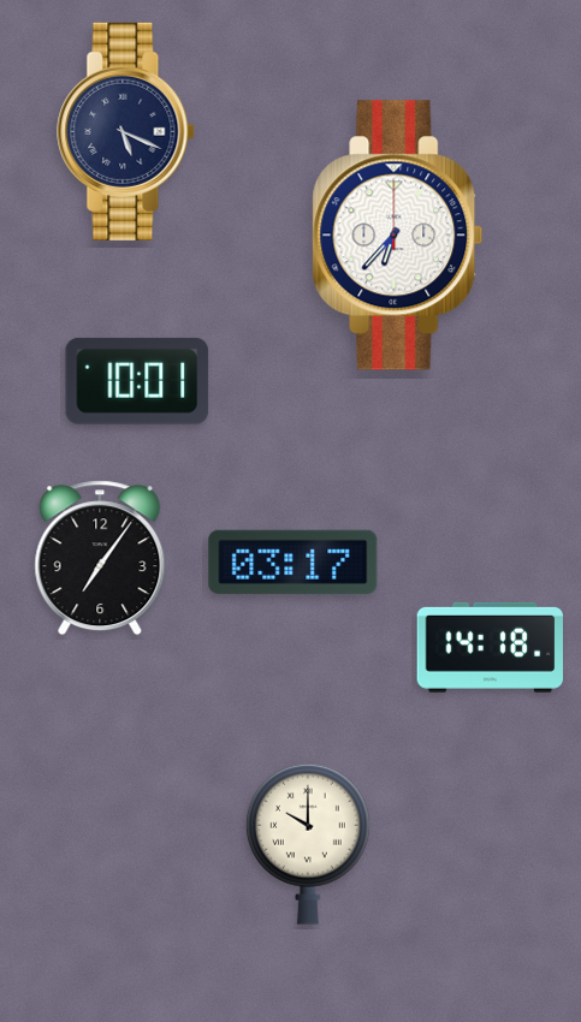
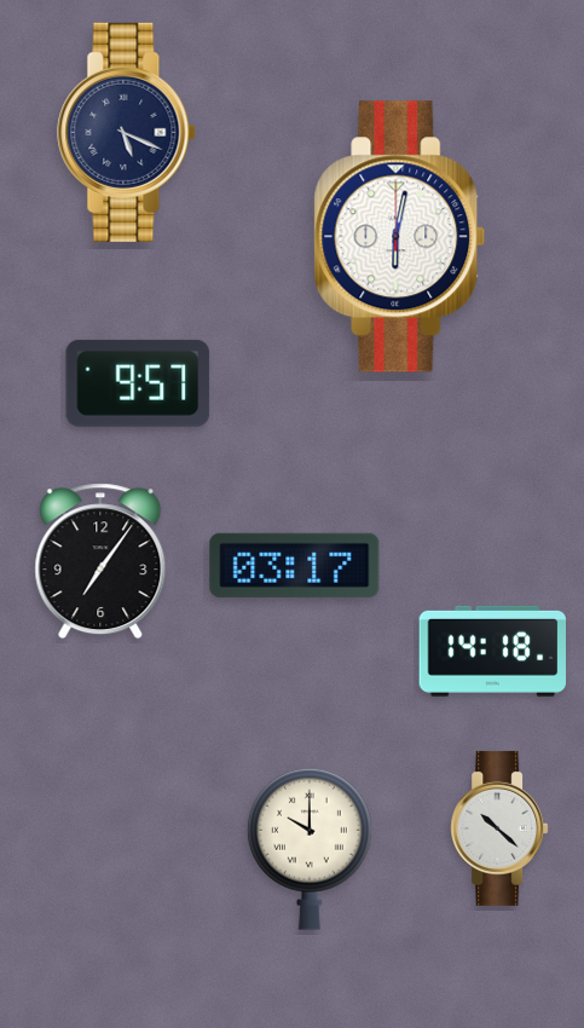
clock at (398, 236): 6:37 -> 6:02
clock at (137, 381): 10:01 -> 9:57
clock at (499, 828): none -> 10:22
